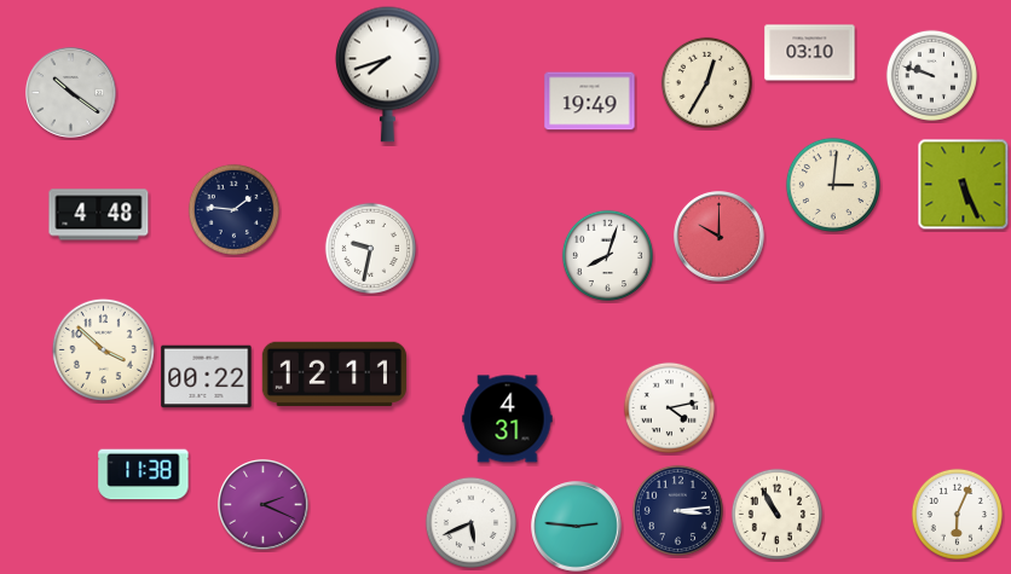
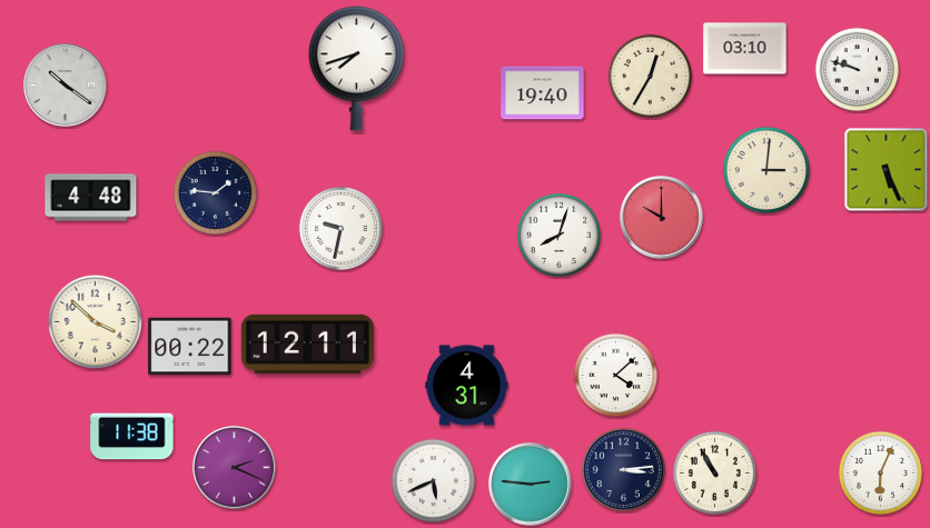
clock at (590, 102): 19:49 -> 19:40
clock at (669, 407): 4:13 -> 4:08
clock at (264, 505) position: (264, 505) -> (235, 468)
